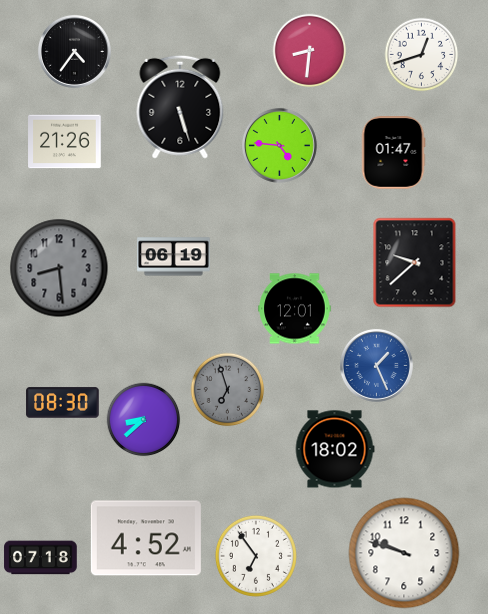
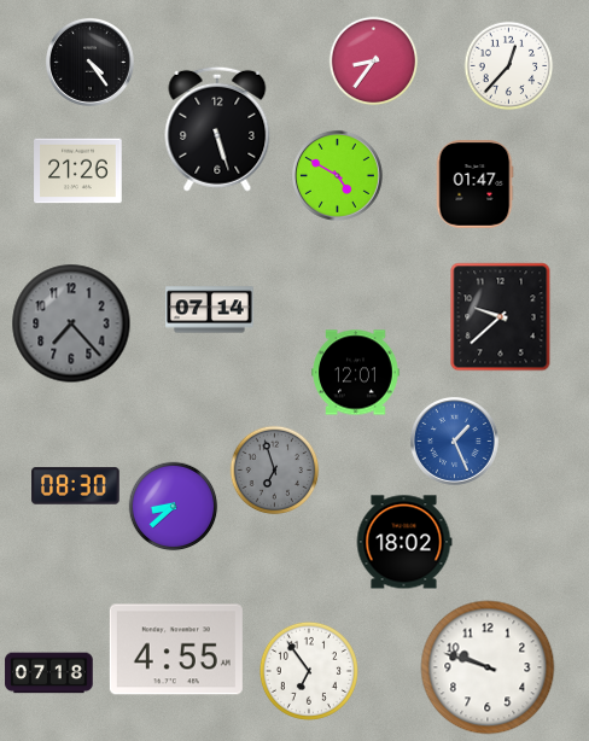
clock at (74, 51): 4:36 -> 4:24
clock at (310, 51): 8:31 -> 8:36
clock at (422, 55): 12:42 -> 12:37
clock at (279, 145): 4:46 -> 4:50
clock at (174, 257): 06:19 -> 07:14
clock at (59, 268): 8:29 -> 7:23
clock at (146, 538): 4:52 -> 4:55
